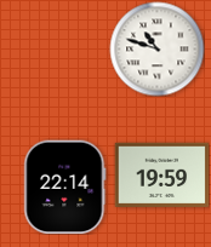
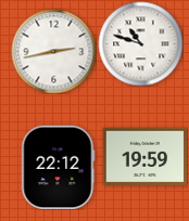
clock at (53, 51): none -> 2:43
clock at (65, 186): 22:14 -> 22:12
